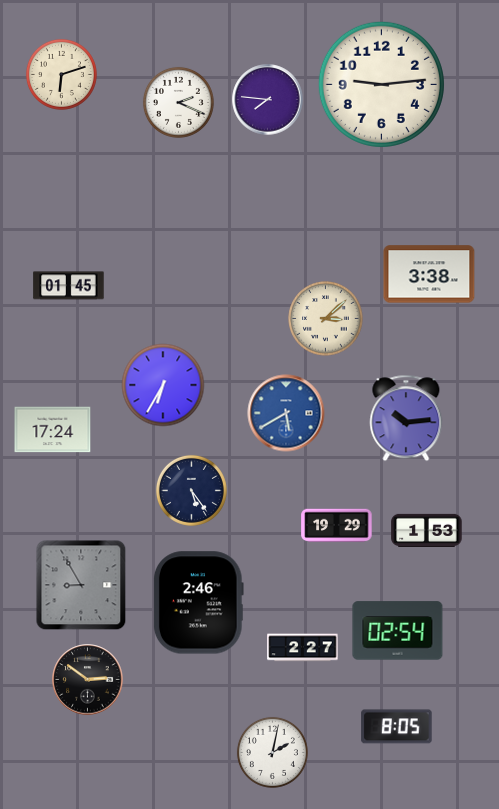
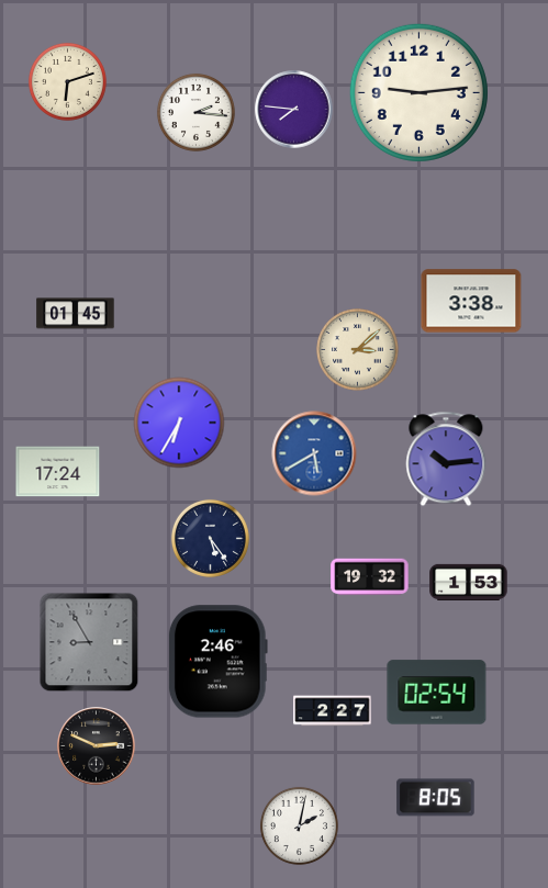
clock at (178, 102): 2:19 -> 2:16
clock at (337, 526): 19:29 -> 19:32
clock at (88, 680): 2:51 -> 2:49
